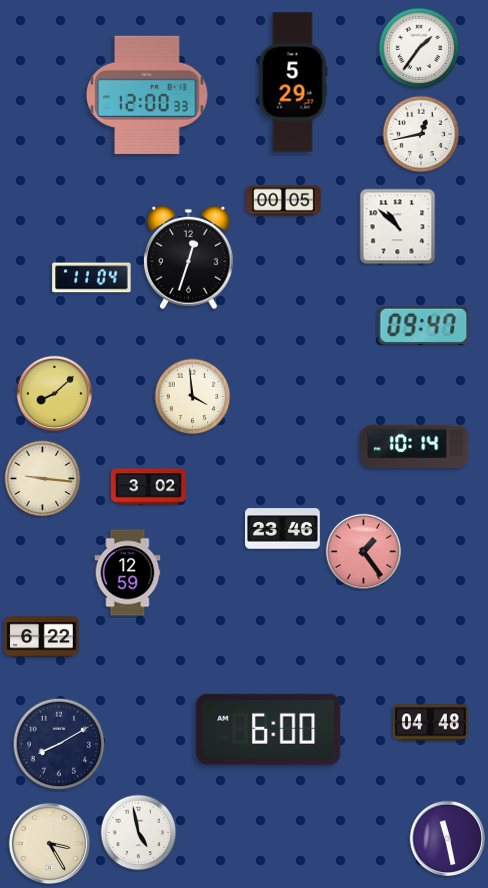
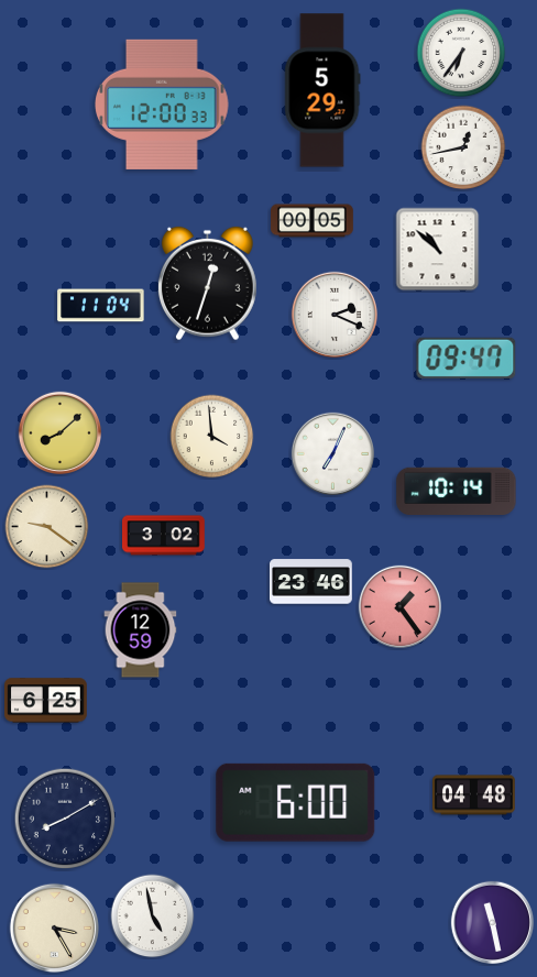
clock at (419, 48): 1:36 -> 6:36
clock at (333, 314): none -> 2:19
clock at (332, 453): none -> 7:04
clock at (43, 479): 9:16 -> 9:21
clock at (42, 637): 6:22 -> 6:25
